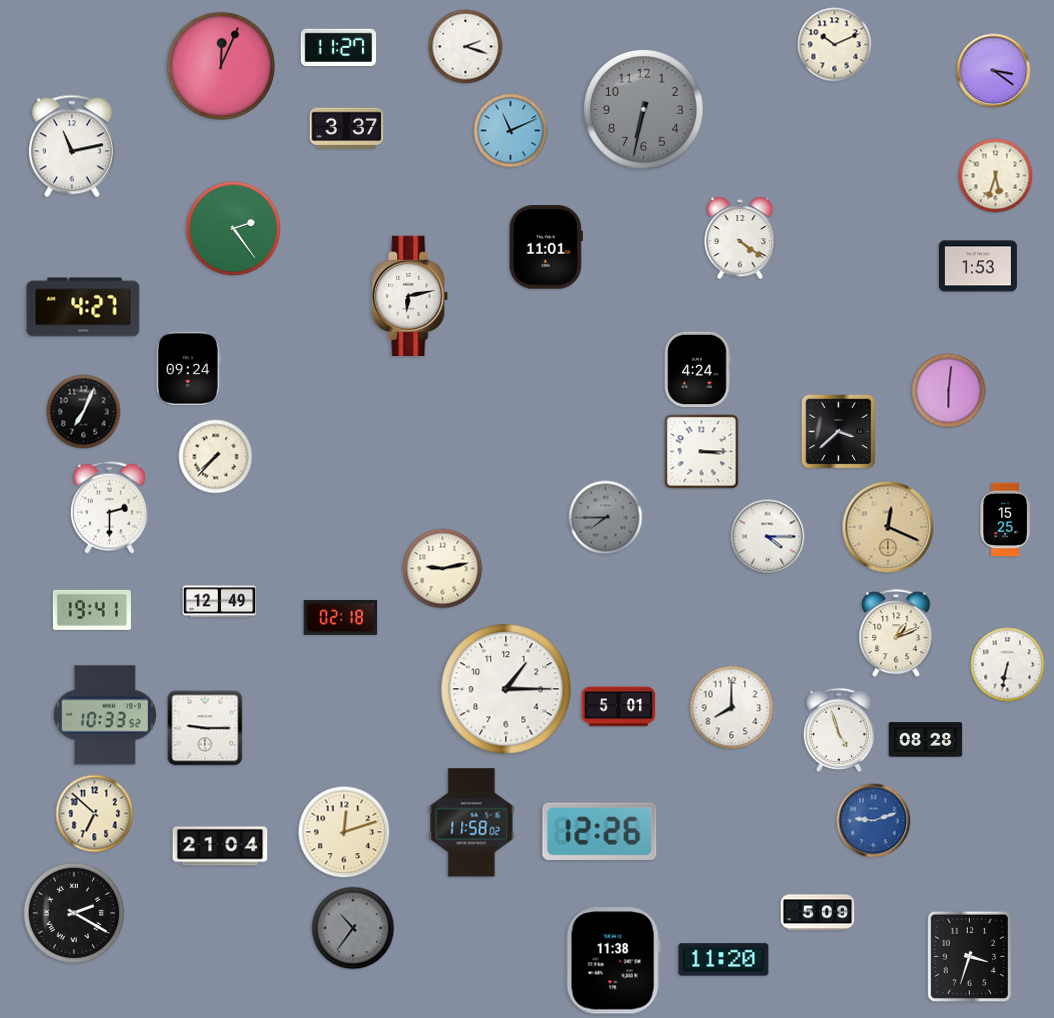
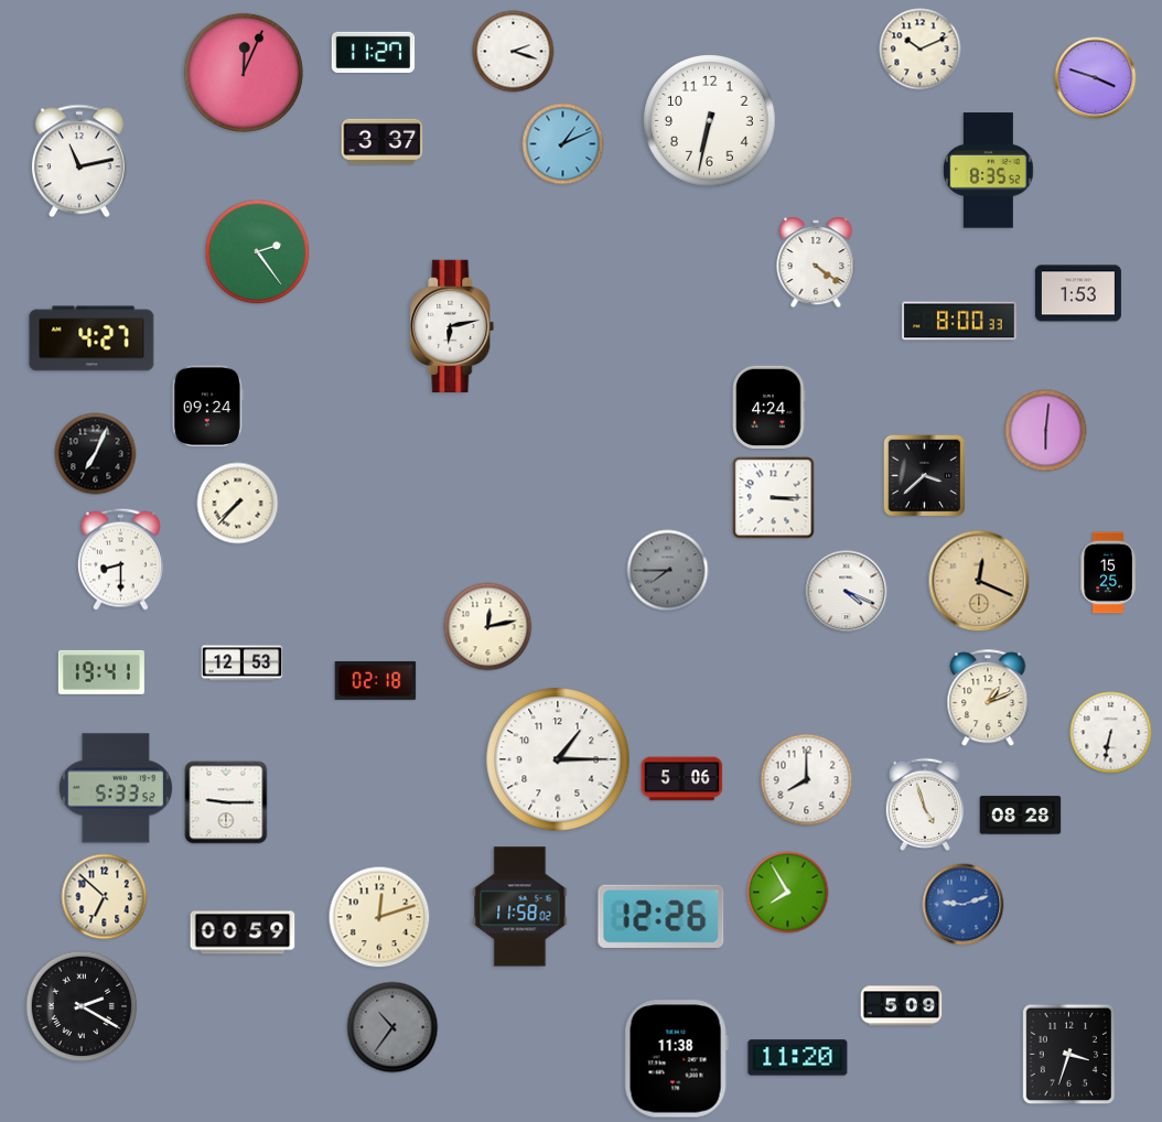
clock at (994, 71): 3:21 -> 3:48
clock at (644, 110) dial: grey -> white
clock at (511, 131): 11:11 -> 1:11
clock at (989, 171): none -> 8:35
clock at (996, 176): 5:33 -> none
clock at (546, 247): 11:01 -> none
clock at (959, 321): none -> 8:00
clock at (84, 412) position: (84, 412) -> (96, 454)
clock at (109, 507): 2:30 -> 8:30
clock at (768, 537): 4:15 -> 4:19
clock at (443, 569): 9:13 -> 12:13
clock at (220, 602): 12:49 -> 12:53
clock at (619, 707): 5:01 -> 5:06
clock at (105, 715): 10:33 -> 5:33
clock at (788, 893): none -> 7:55
clock at (220, 846): 21:04 -> 00:59
clock at (353, 928) position: (353, 928) -> (392, 1027)
